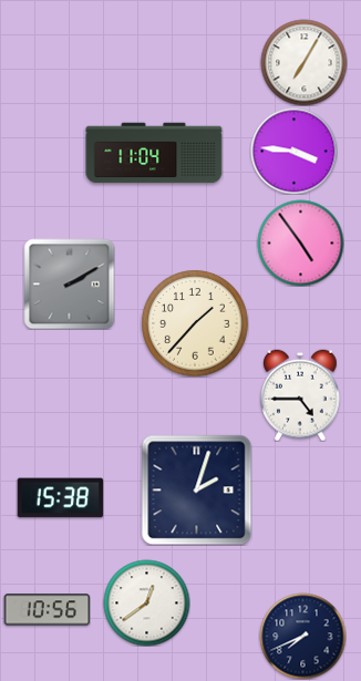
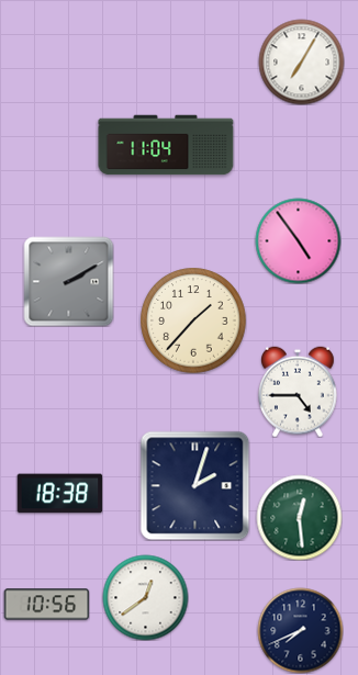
clock at (293, 151): 3:46 -> none
clock at (154, 153) position: (154, 153) -> (166, 145)
clock at (60, 498): 15:38 -> 18:38
clock at (299, 517): none -> 12:29
